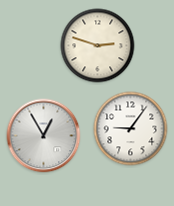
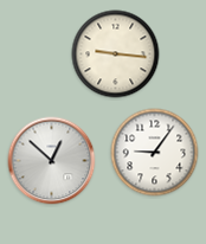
clock at (98, 46): 2:48 -> 9:16
clock at (44, 136): 12:55 -> 12:52
